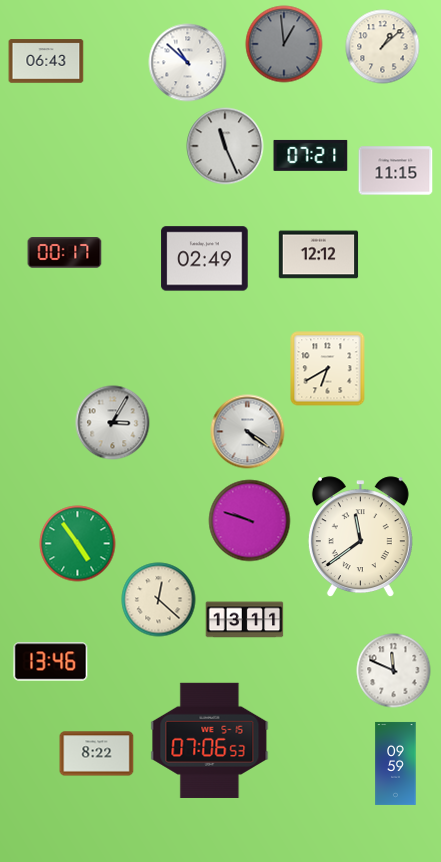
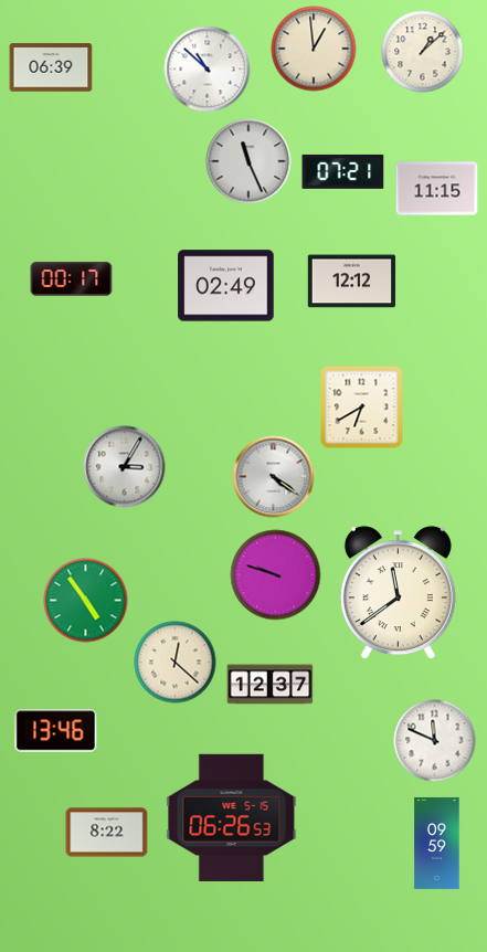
clock at (284, 44) dial: grey -> cream
clock at (46, 61): 06:43 -> 06:39
clock at (245, 620): 13:11 -> 12:37
clock at (210, 740): 07:06 -> 06:26
